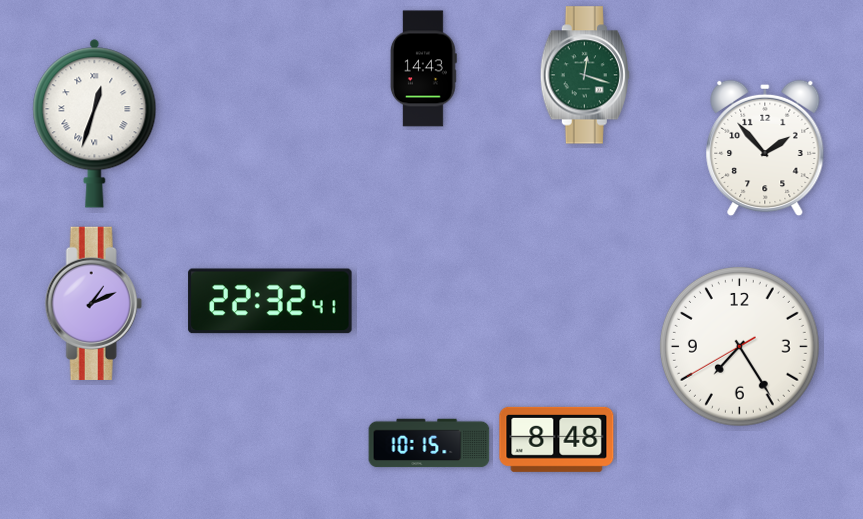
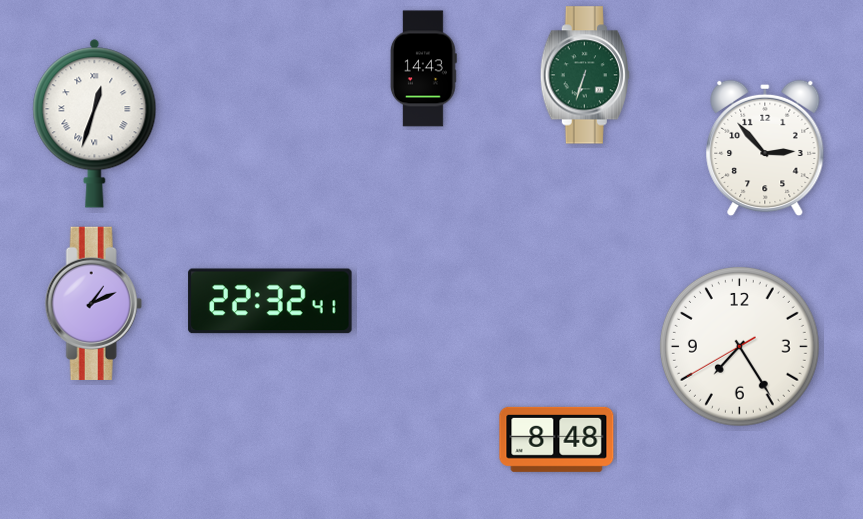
clock at (585, 75): 12:18 -> 6:33
clock at (765, 148): 1:53 -> 2:53
clock at (429, 443): 10:15 -> none
